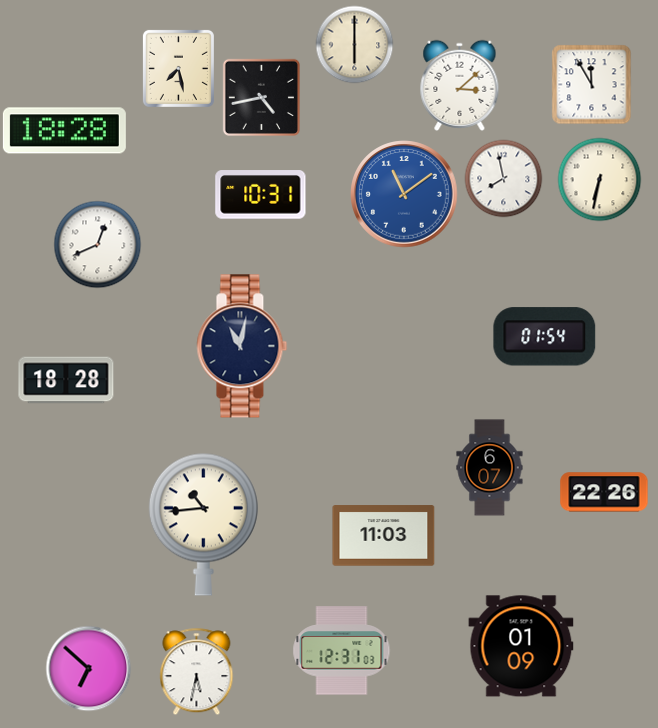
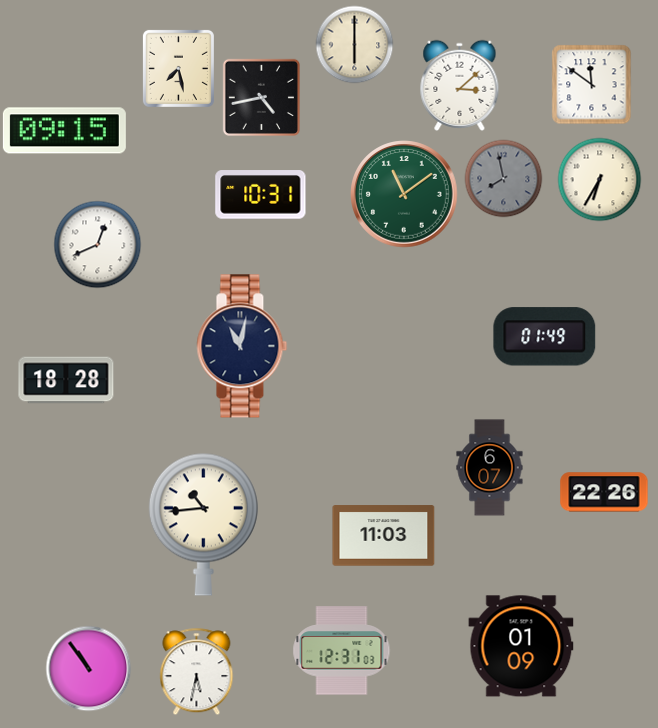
clock at (591, 84): 11:55 -> 11:51
clock at (64, 131): 18:28 -> 09:15
clock at (503, 178) dial: white -> grey
clock at (599, 179): 6:32 -> 6:35
clock at (404, 194) dial: blue -> green
clock at (545, 337): 01:54 -> 01:49
clock at (88, 668): 6:52 -> 10:54
